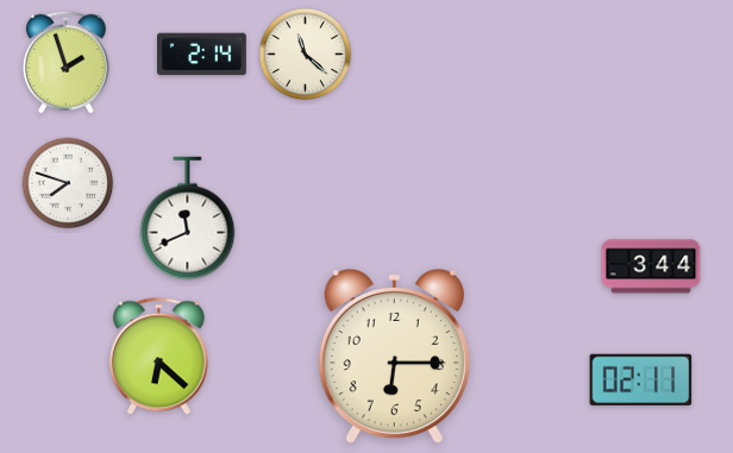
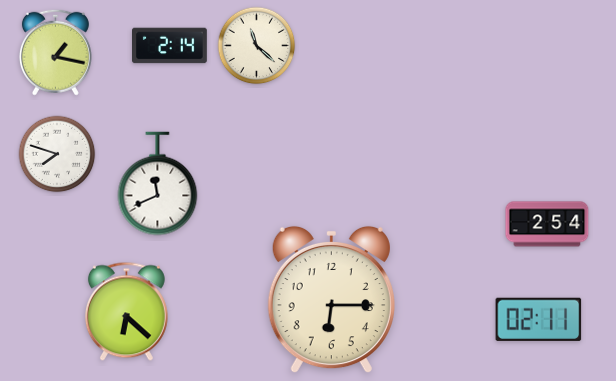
clock at (65, 62): 1:57 -> 1:17
clock at (651, 266): 3:44 -> 2:54
clock at (158, 357) position: (158, 357) -> (126, 312)
